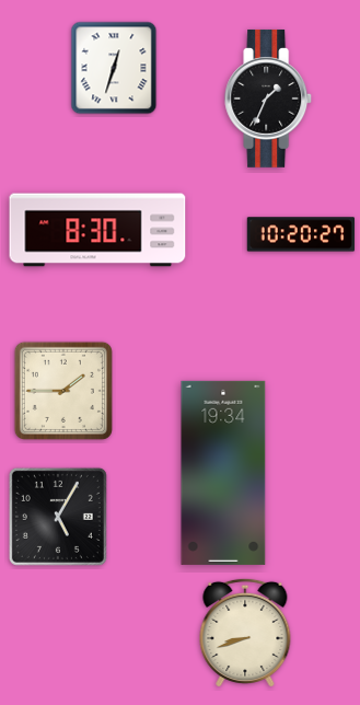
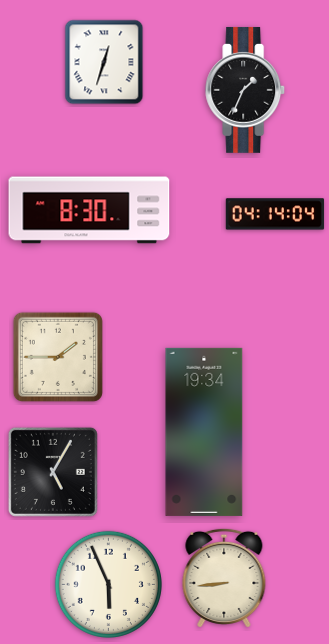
clock at (301, 234): 10:20 -> 04:14
clock at (245, 632): 8:42 -> 8:44
clock at (108, 584): none -> 5:56
